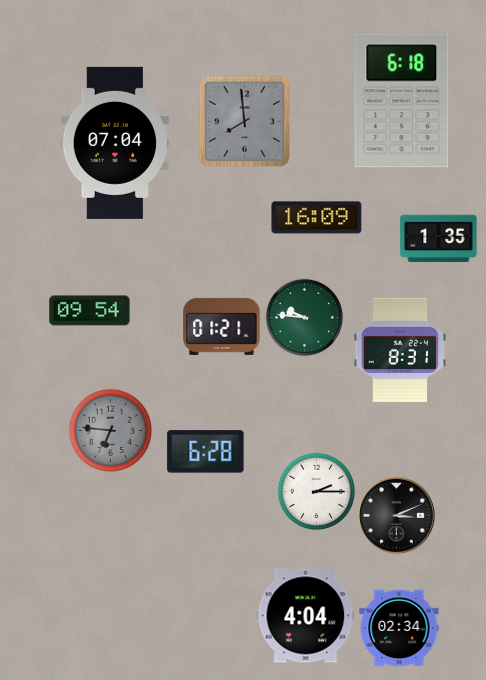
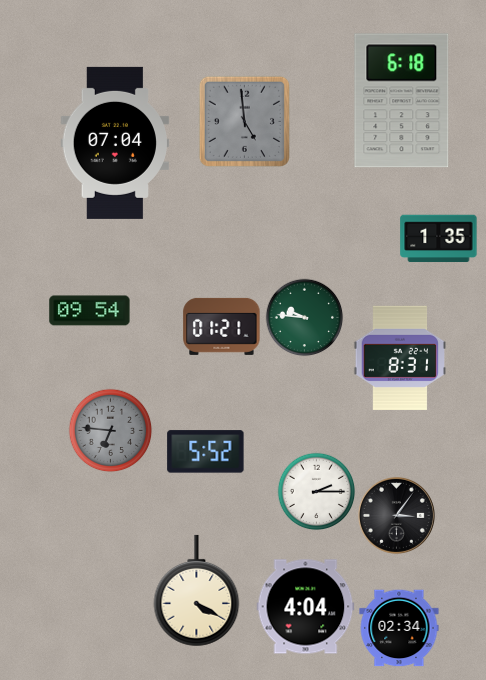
clock at (244, 121): 7:59 -> 4:59
clock at (317, 218): 16:09 -> none
clock at (399, 349) position: (399, 349) -> (399, 357)
clock at (206, 452): 6:28 -> 5:52
clock at (396, 515): 3:11 -> 3:06
clock at (197, 591): none -> 4:20
clock at (306, 616) position: (306, 616) -> (306, 607)
